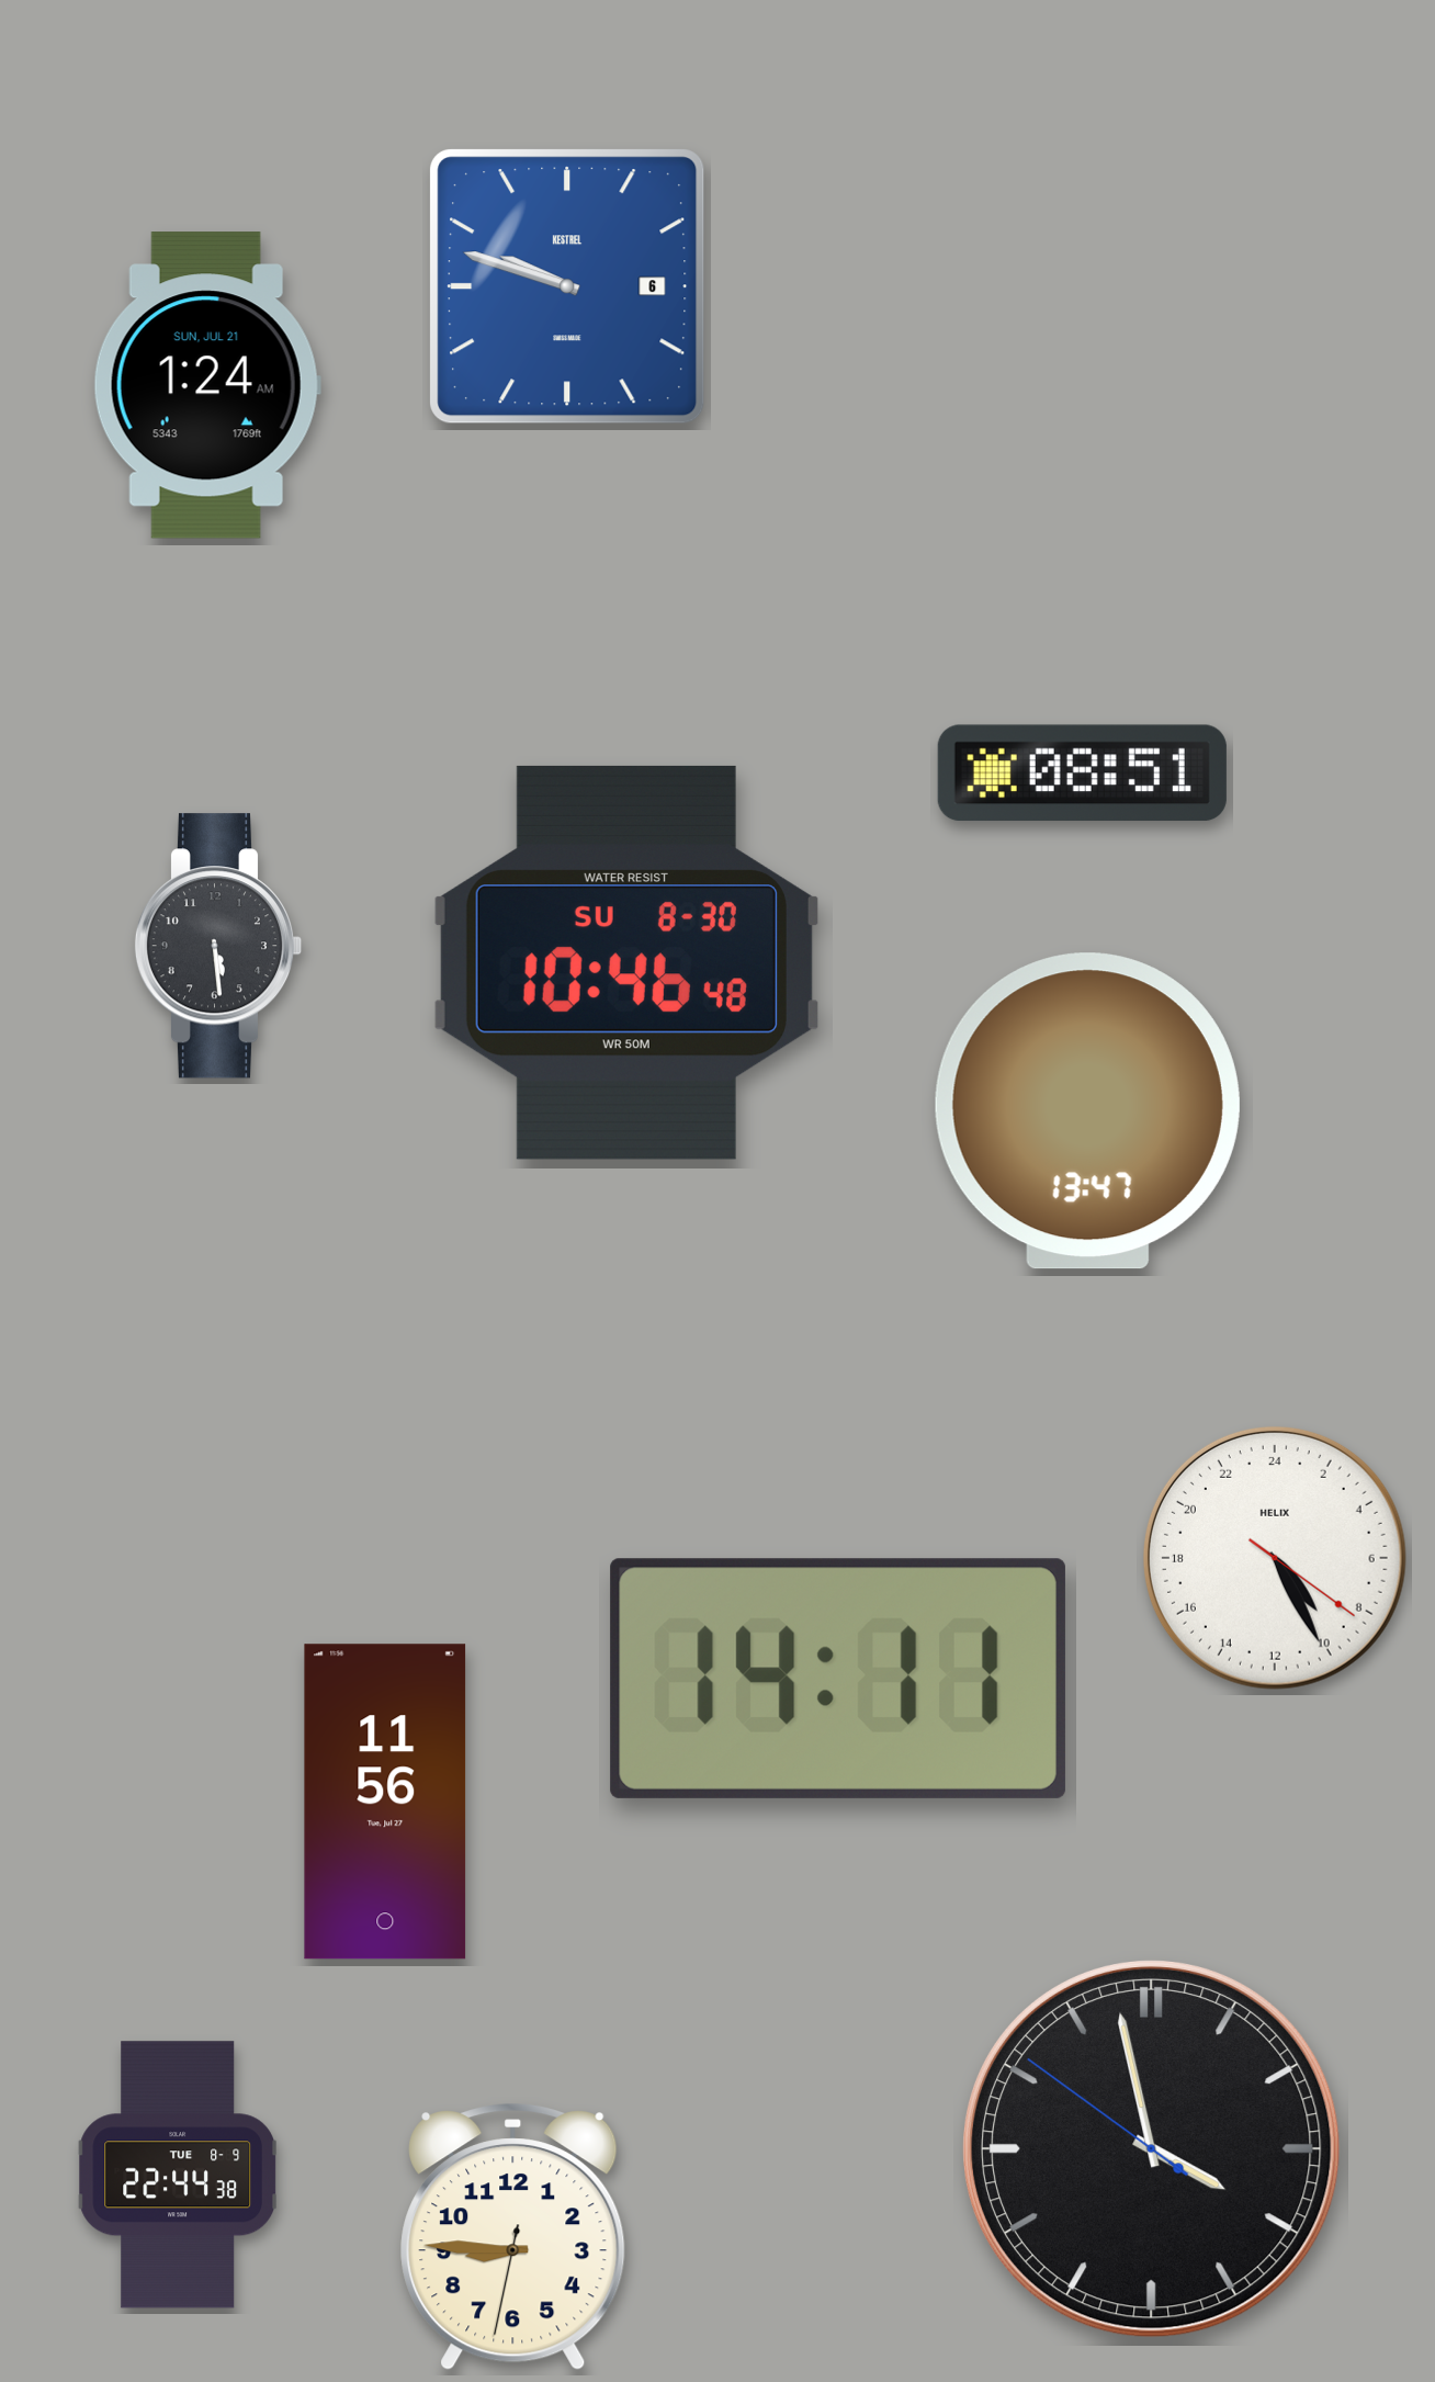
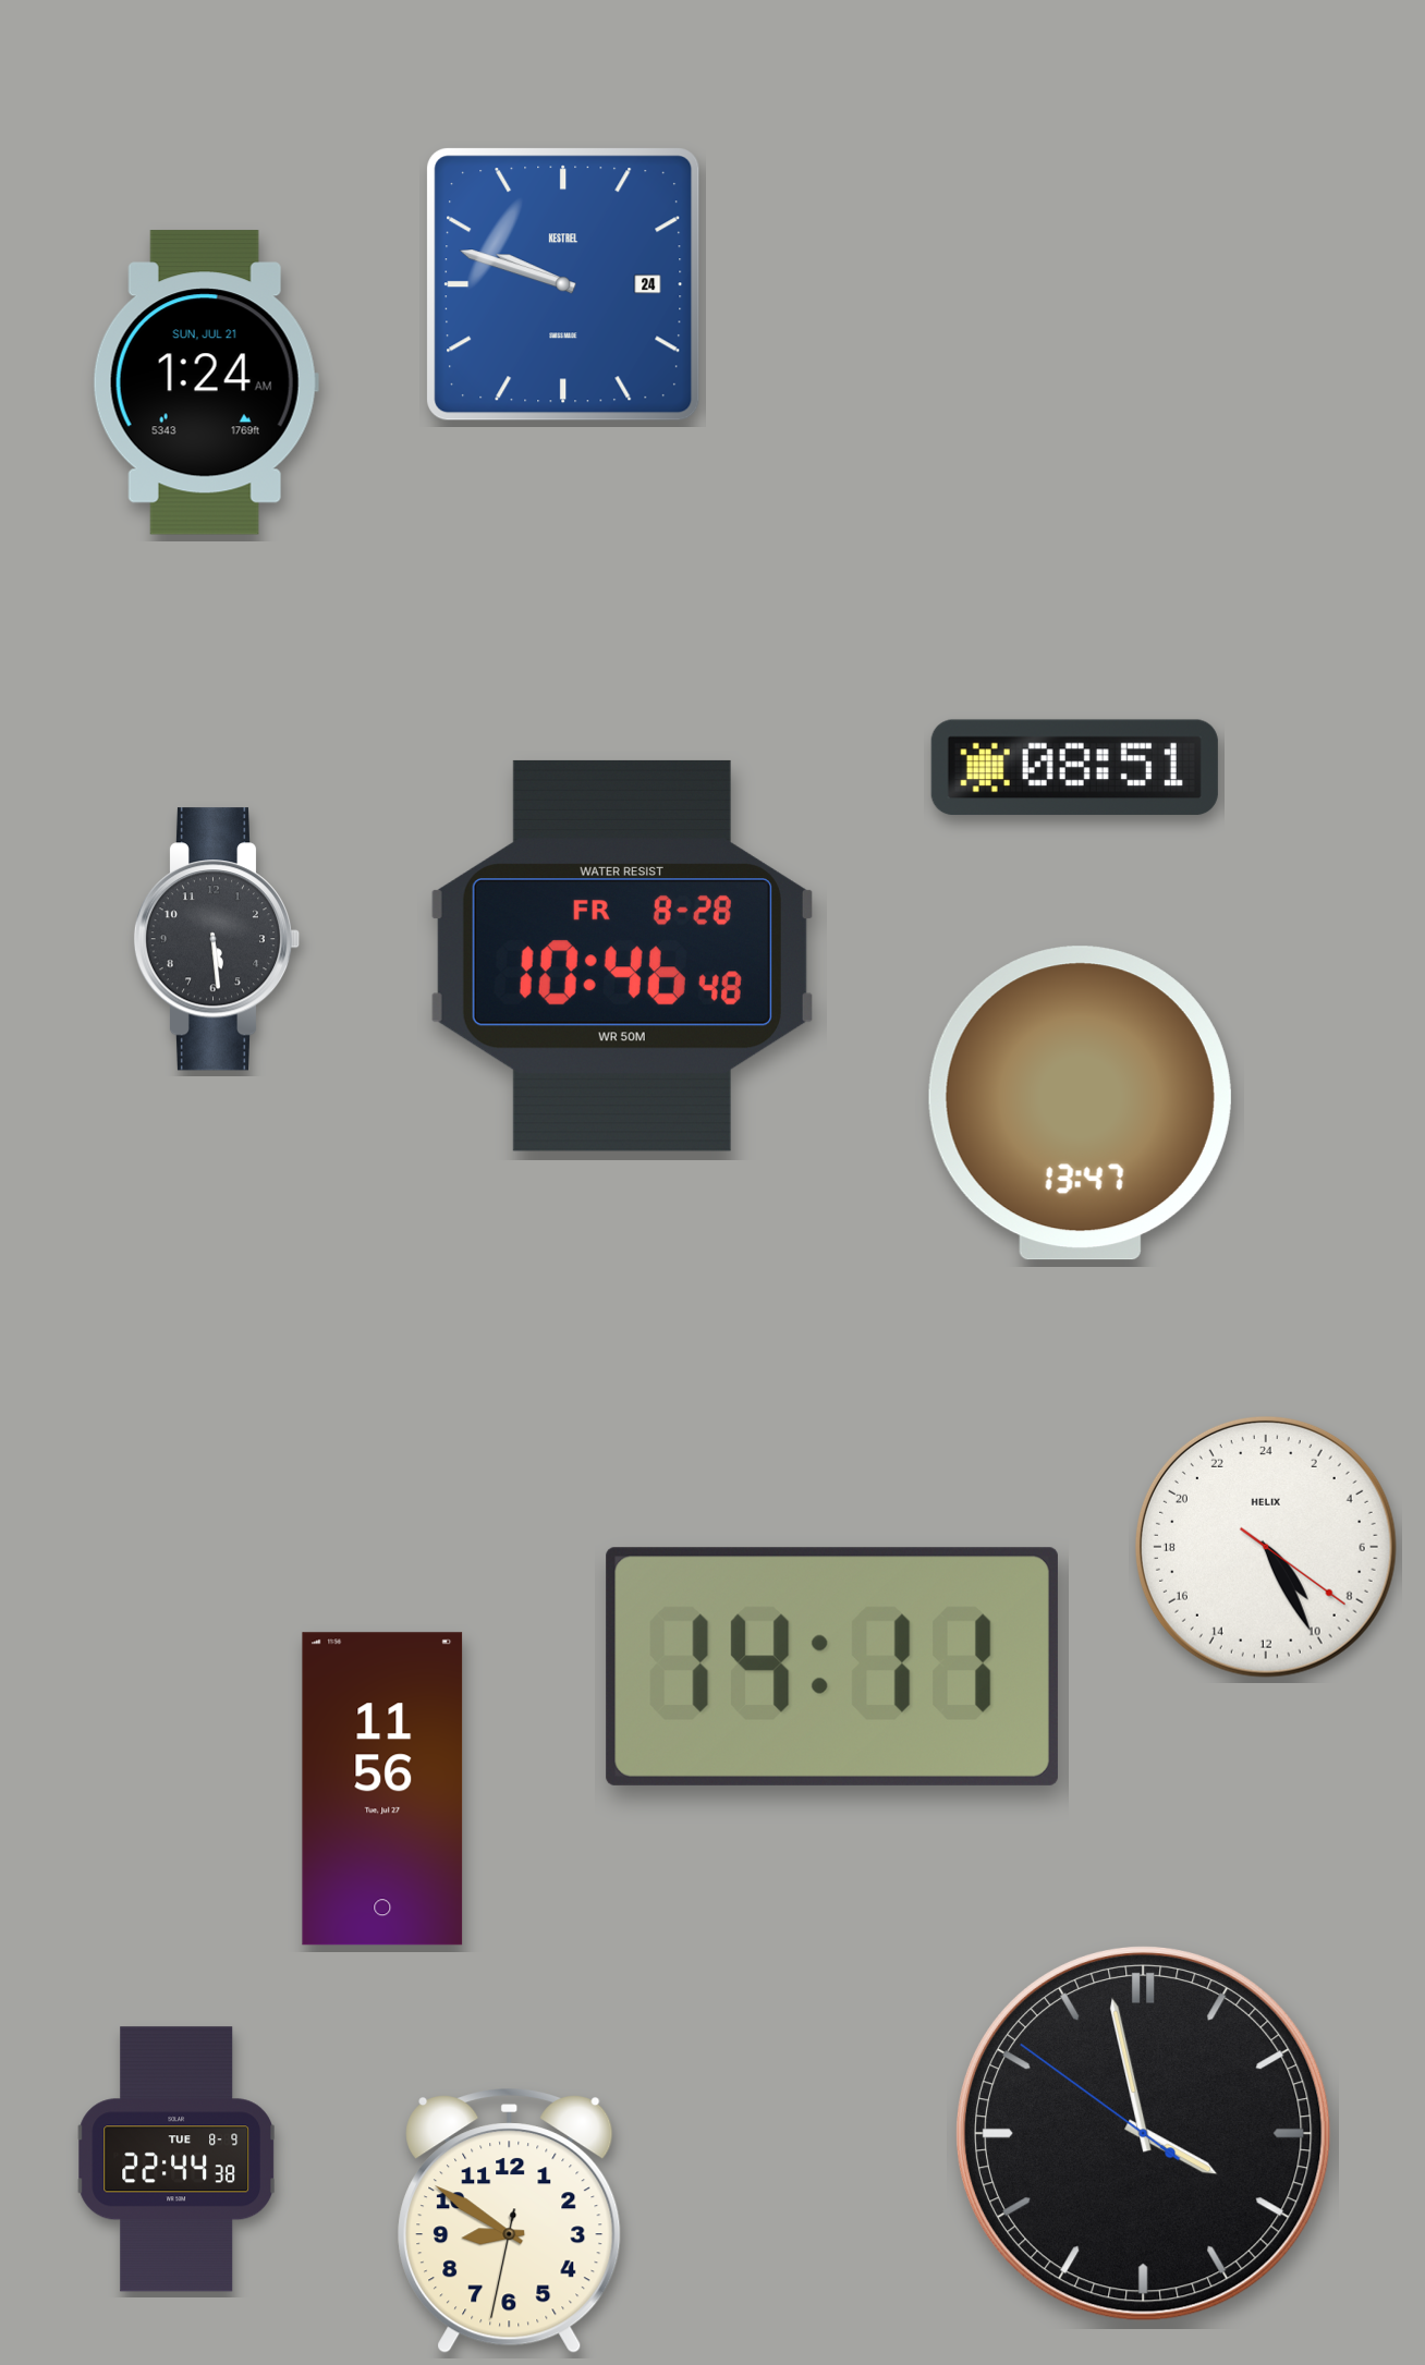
clock at (567, 286) date: 6 -> 24
clock at (626, 962) date: SU 8-30 -> FR 8-28
clock at (513, 2237): 8:45 -> 8:50
